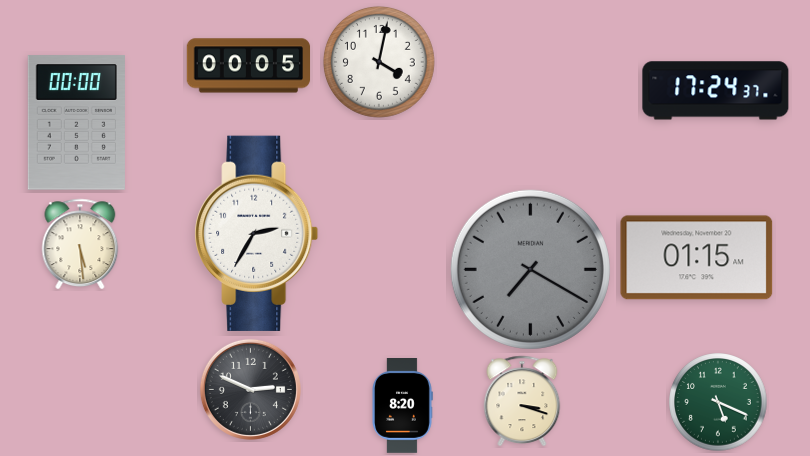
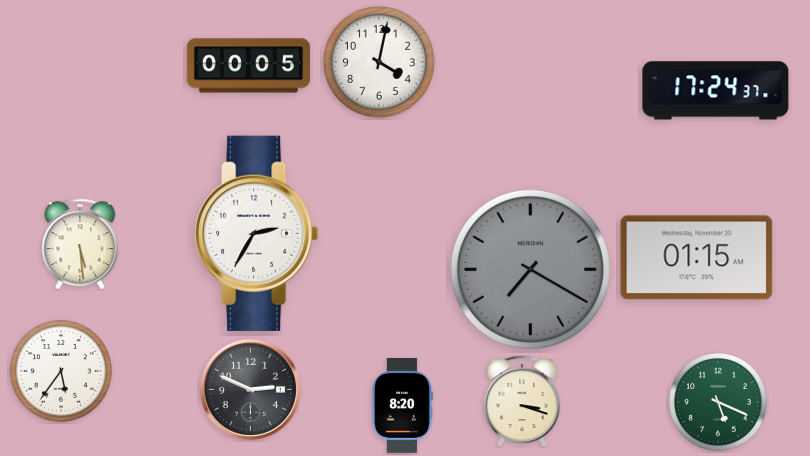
clock at (76, 123): 00:00 -> none
clock at (61, 371): none -> 5:36
